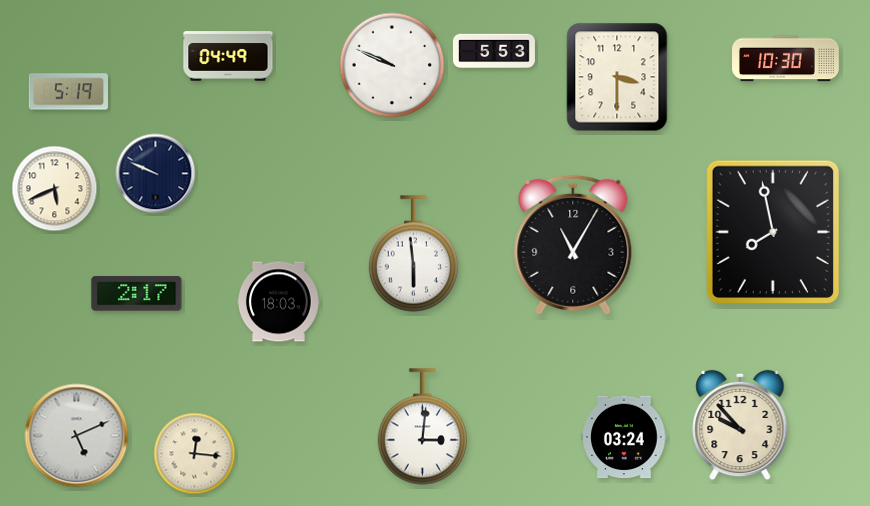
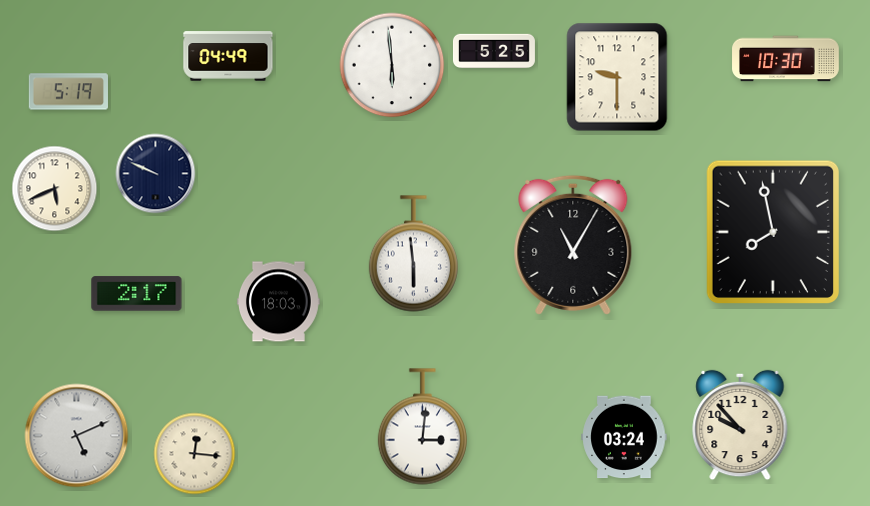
clock at (494, 51): 5:53 -> 5:25
clock at (392, 65): 9:49 -> 5:59
clock at (617, 77): 3:30 -> 9:30
